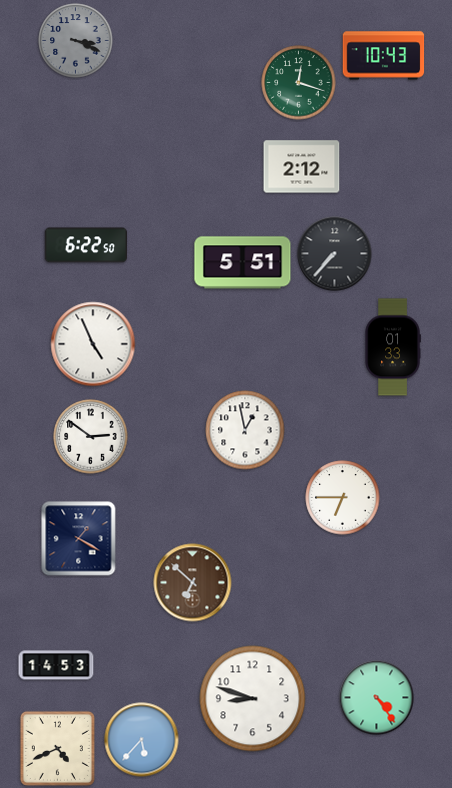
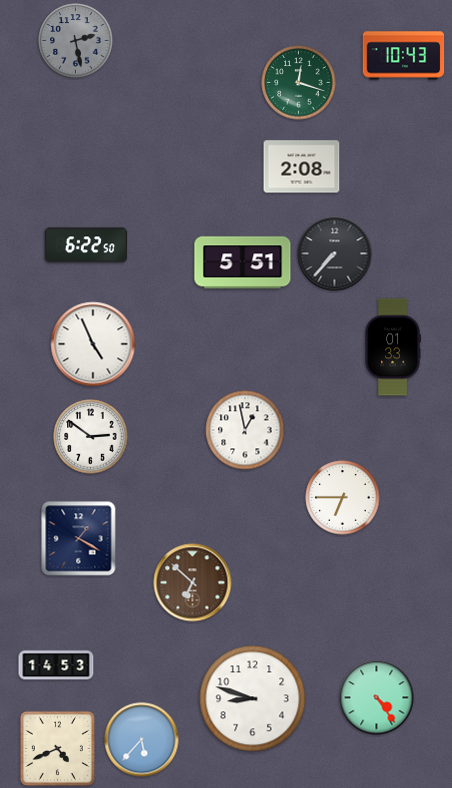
clock at (76, 41): 3:19 -> 2:28
clock at (384, 56) position: (384, 56) -> (404, 56)
clock at (302, 167): 2:12 -> 2:08
